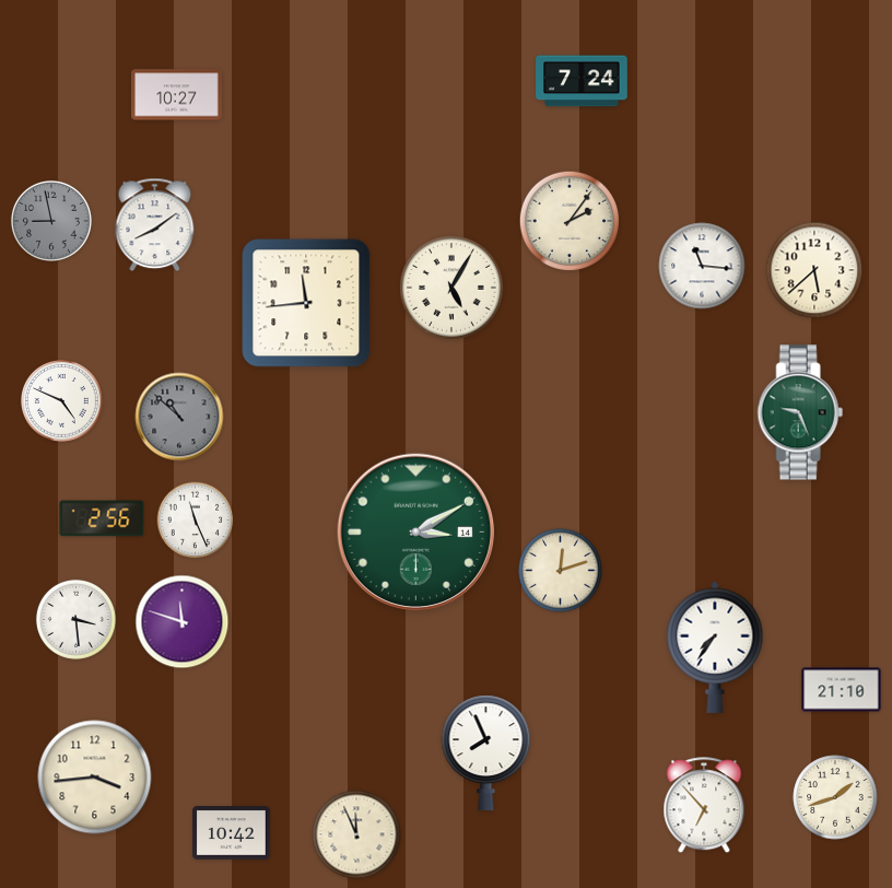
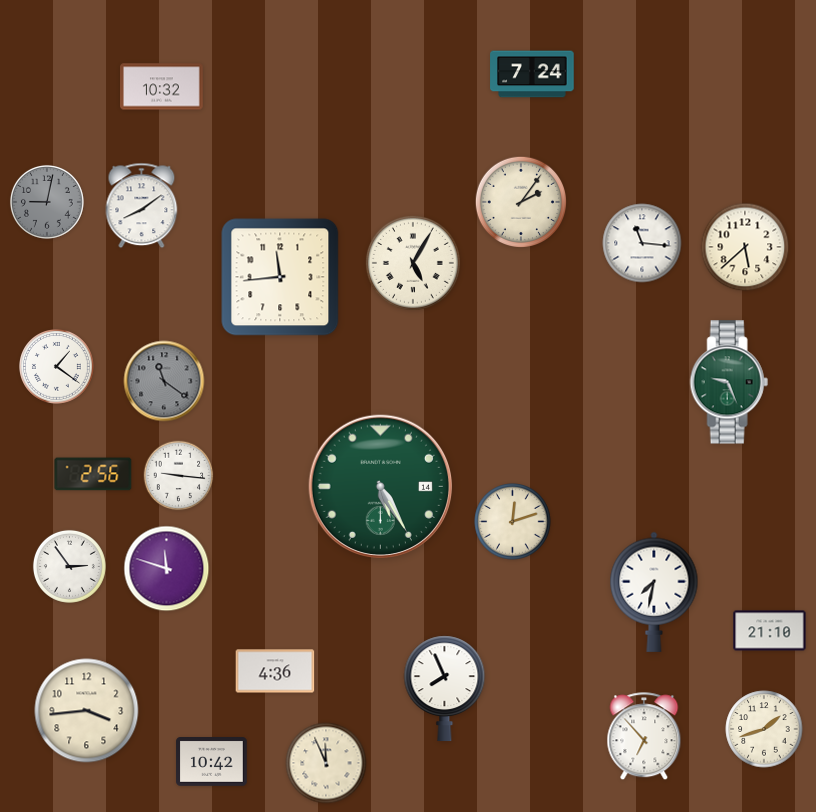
clock at (177, 95): 10:27 -> 10:32
clock at (51, 221): 8:58 -> 9:02
clock at (62, 401): 4:49 -> 1:21
clock at (800, 412) position: (800, 412) -> (729, 382)
clock at (179, 417): 10:52 -> 11:21
clock at (196, 521): 11:26 -> 9:16
clock at (415, 531): 3:10 -> 5:25
clock at (75, 619): 3:29 -> 2:54
clock at (715, 647): 7:36 -> 7:32
clock at (275, 671): none -> 4:36
